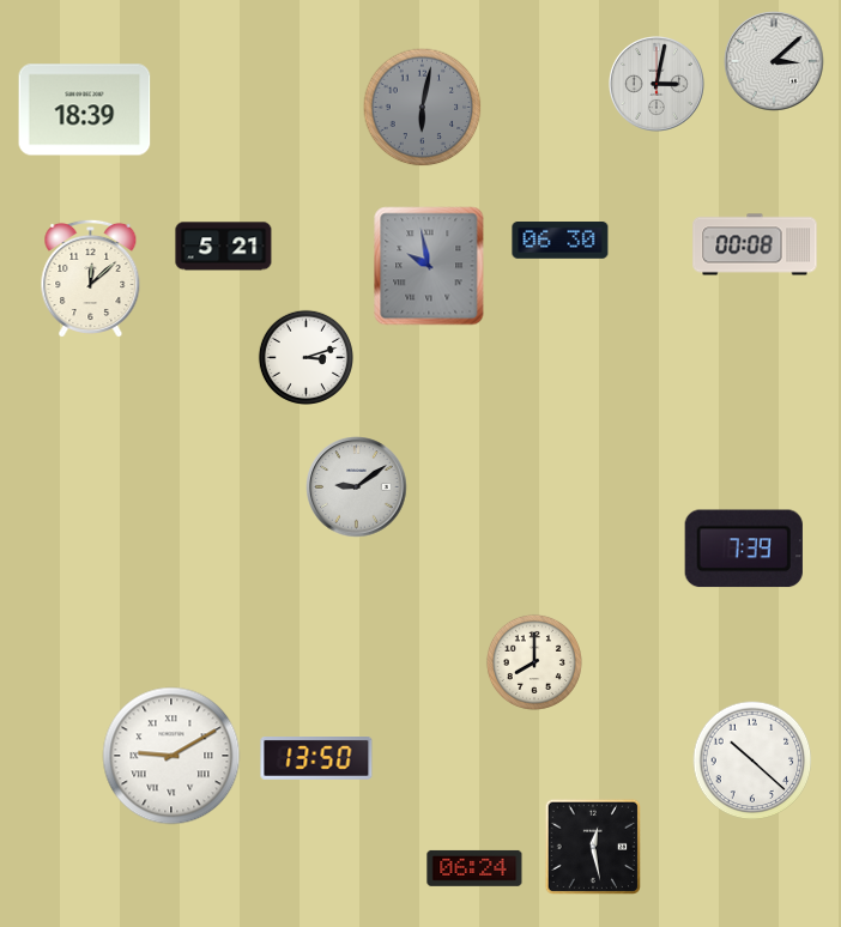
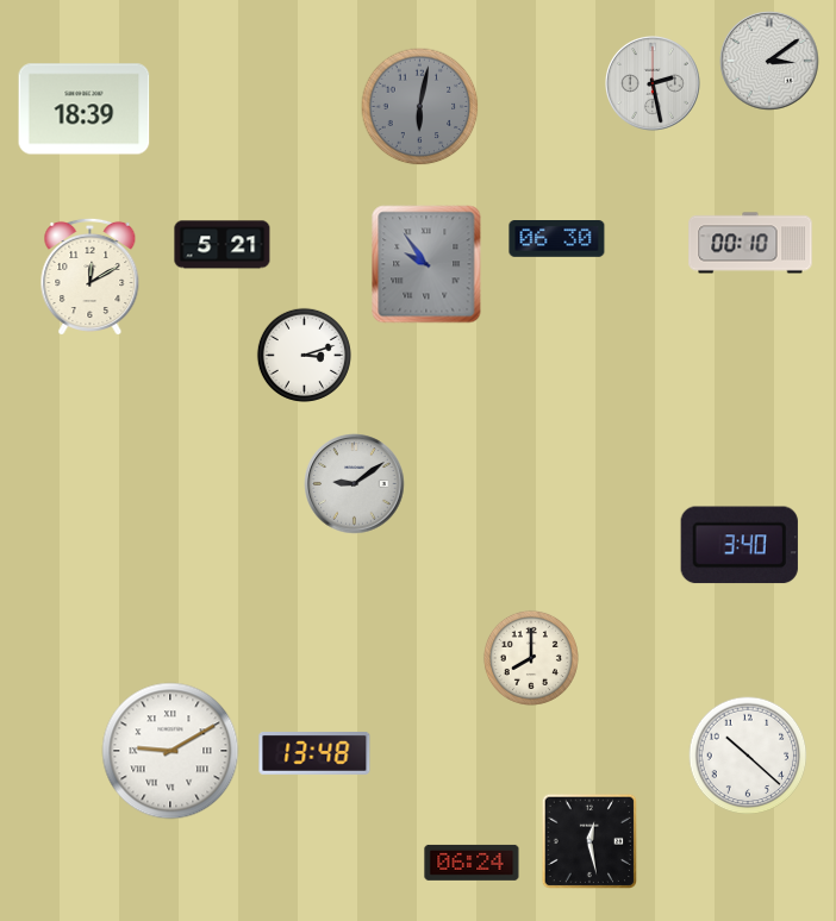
clock at (774, 61): 3:08 -> 3:09
clock at (658, 85): 3:02 -> 2:28
clock at (755, 244): 00:08 -> 00:10
clock at (429, 266): 9:58 -> 9:54
clock at (91, 278): 12:08 -> 12:10
clock at (744, 549): 7:39 -> 3:40
clock at (316, 759): 13:50 -> 13:48
